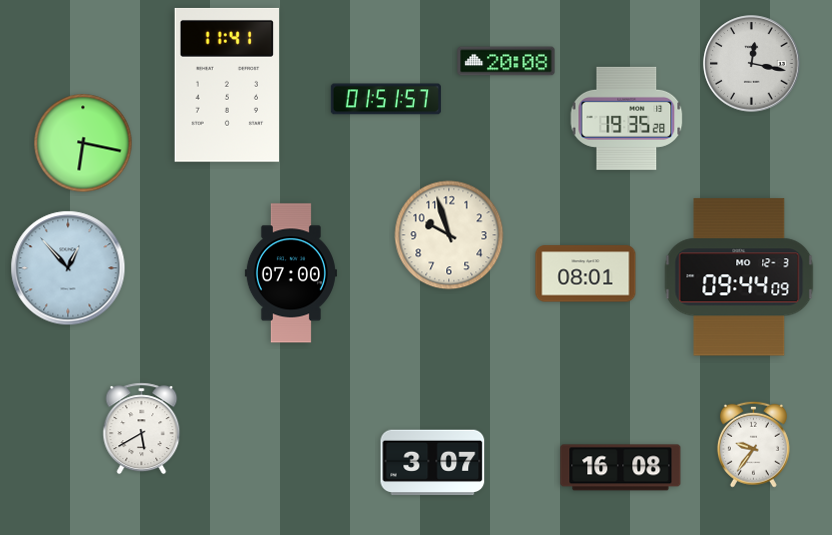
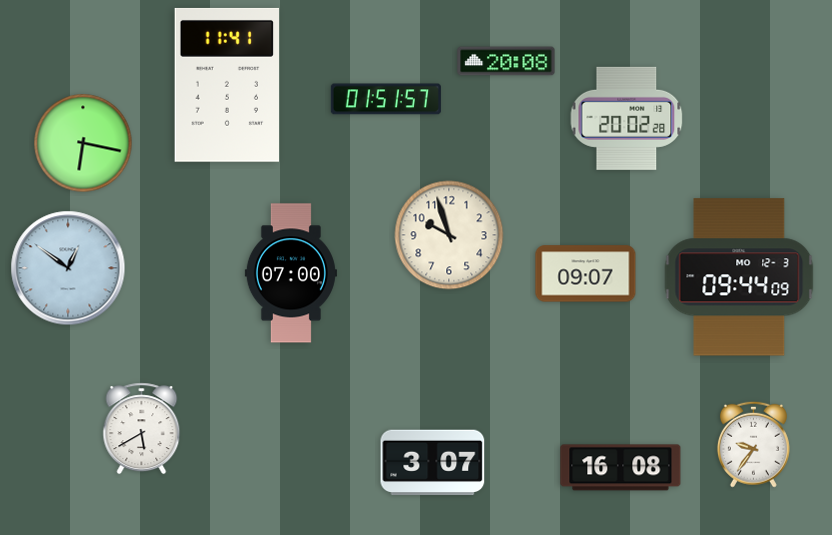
clock at (752, 64): 12:17 -> none
clock at (627, 118): 19:35 -> 20:02
clock at (68, 268): 12:53 -> 12:51
clock at (586, 274): 08:01 -> 09:07
